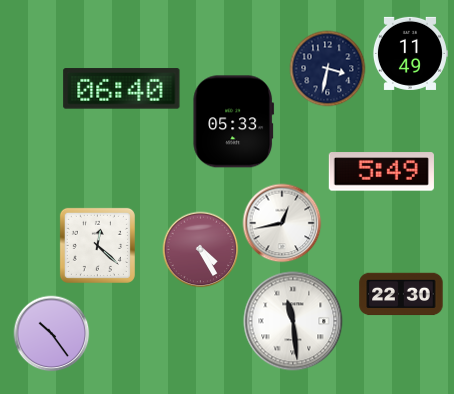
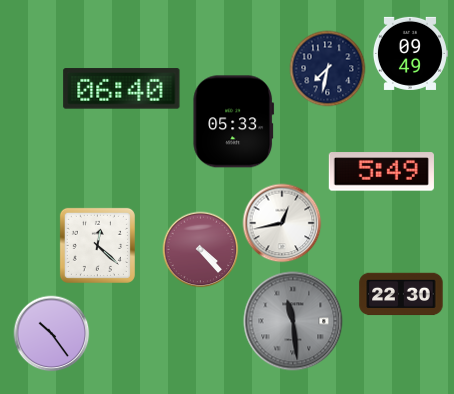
clock at (410, 53): 11:49 -> 09:49
clock at (328, 69): 3:32 -> 7:32
clock at (201, 250): 4:25 -> 4:23
clock at (293, 321) dial: white -> grey
